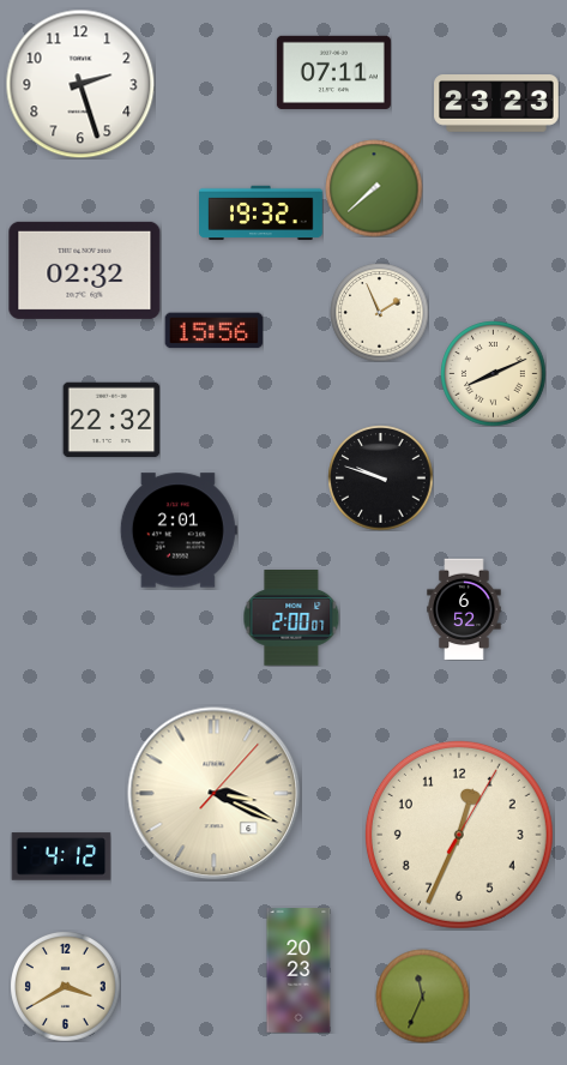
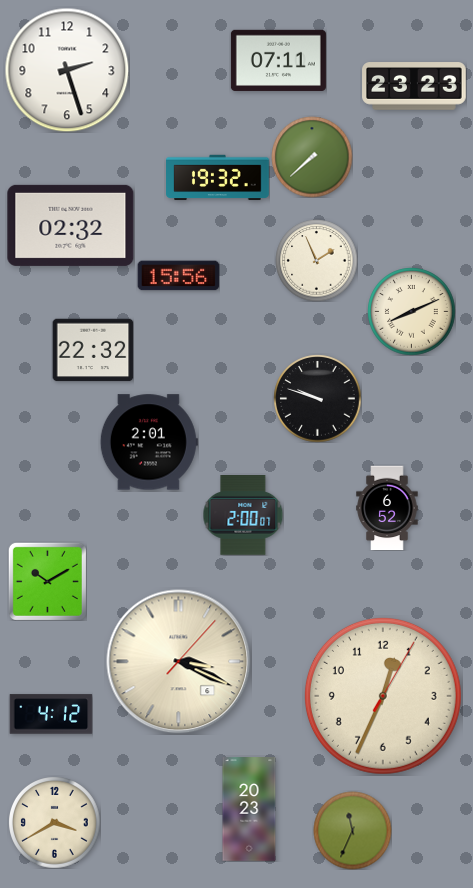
clock at (47, 581): none -> 10:10
